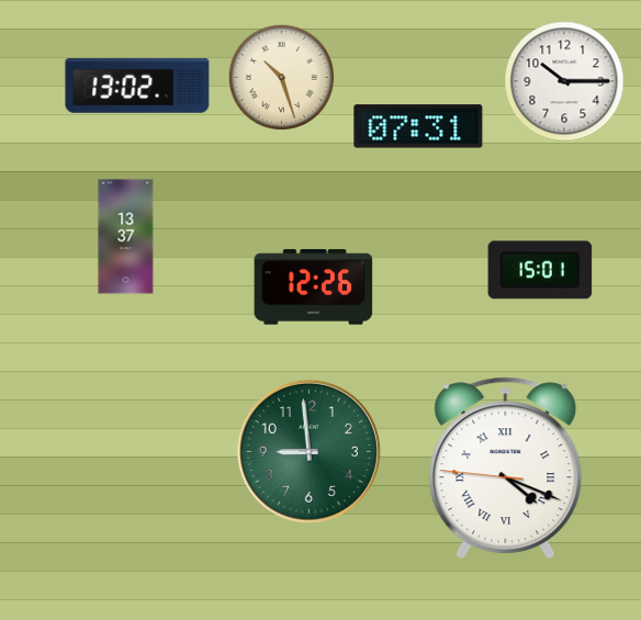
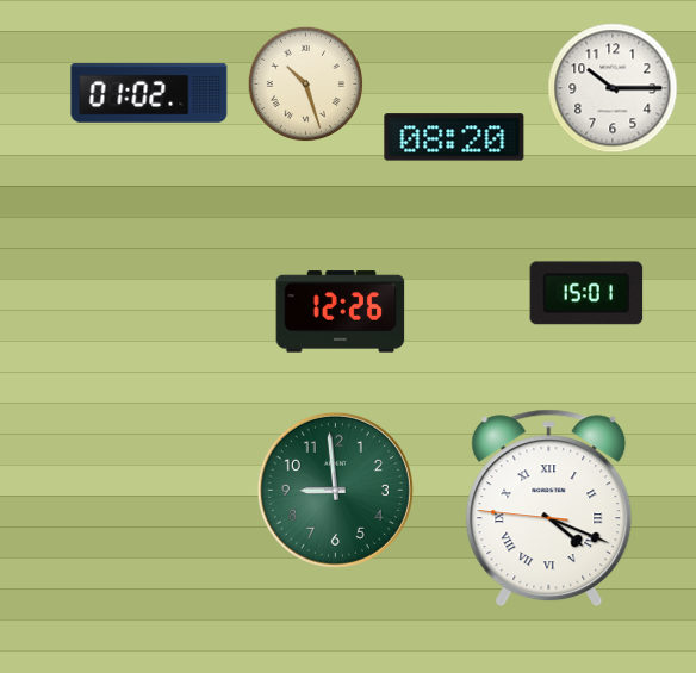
clock at (137, 86): 13:02 -> 01:02
clock at (418, 126): 07:31 -> 08:20
clock at (126, 237): 13:37 -> none
